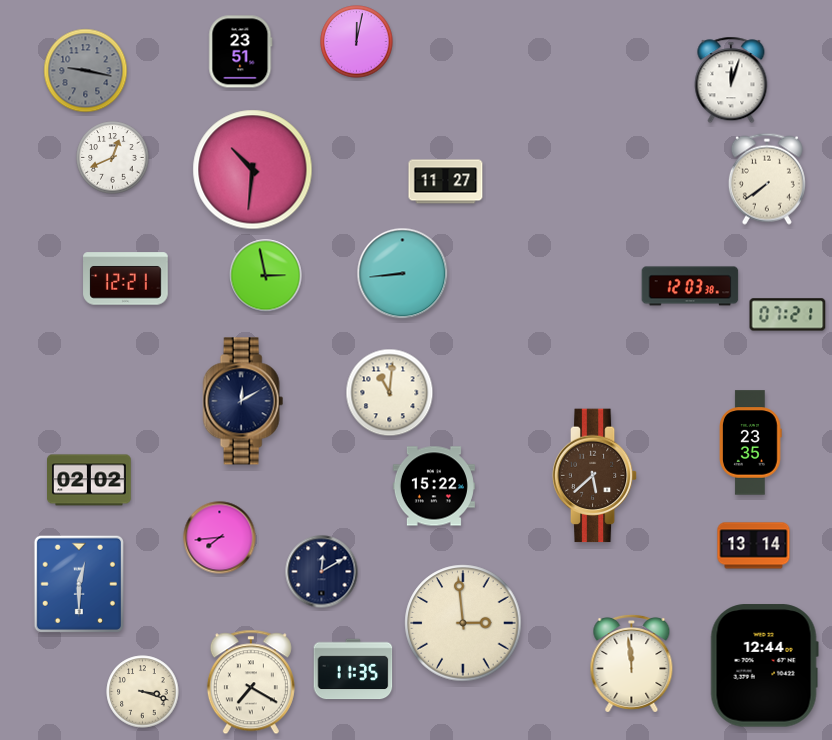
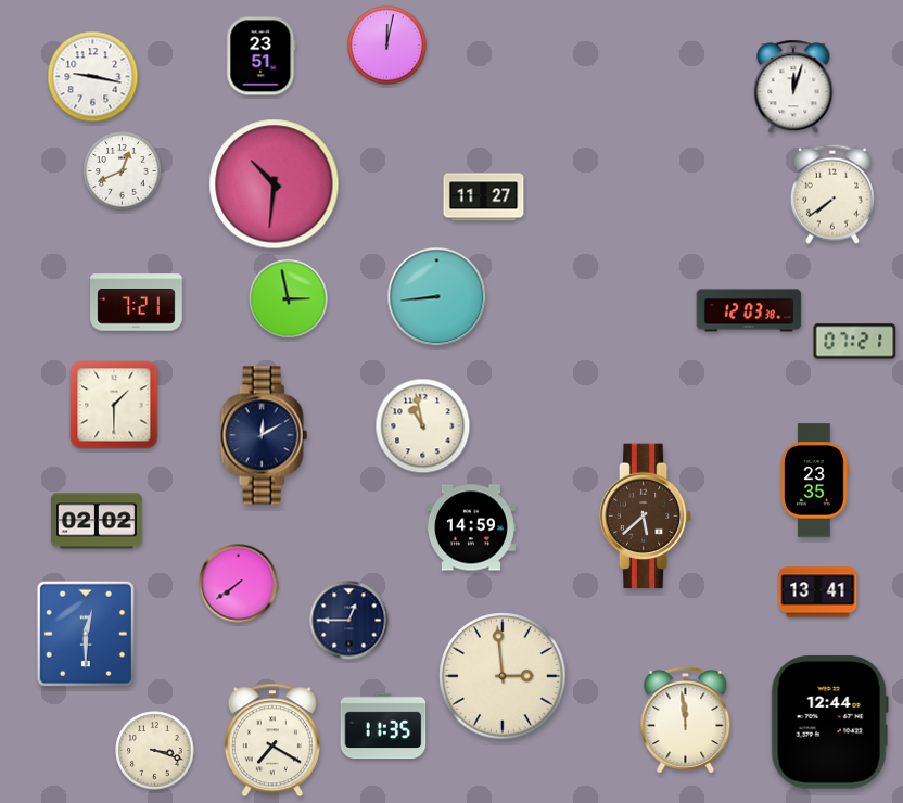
clock at (86, 71) dial: grey -> white
clock at (126, 279): 12:21 -> 7:21
clock at (114, 405): none -> 1:30
clock at (390, 393): 11:01 -> 10:58
clock at (434, 486): 15:22 -> 14:59
clock at (220, 538): 7:44 -> 7:39
clock at (754, 546): 13:14 -> 13:41
clock at (322, 572): 12:10 -> 12:45
